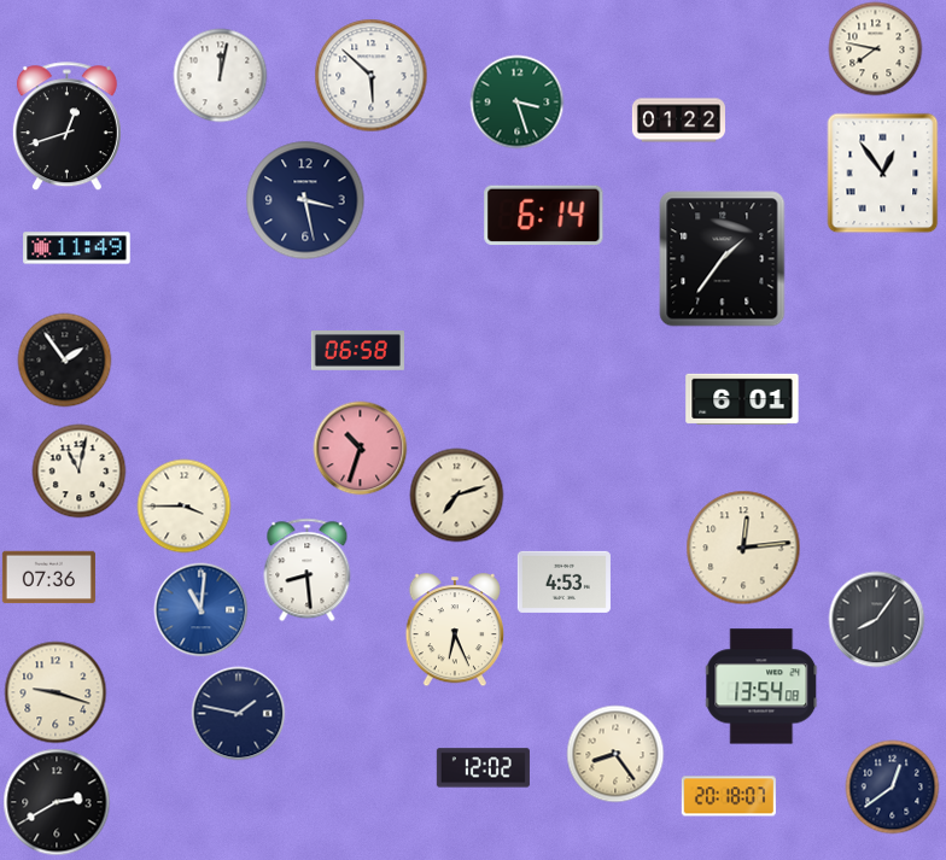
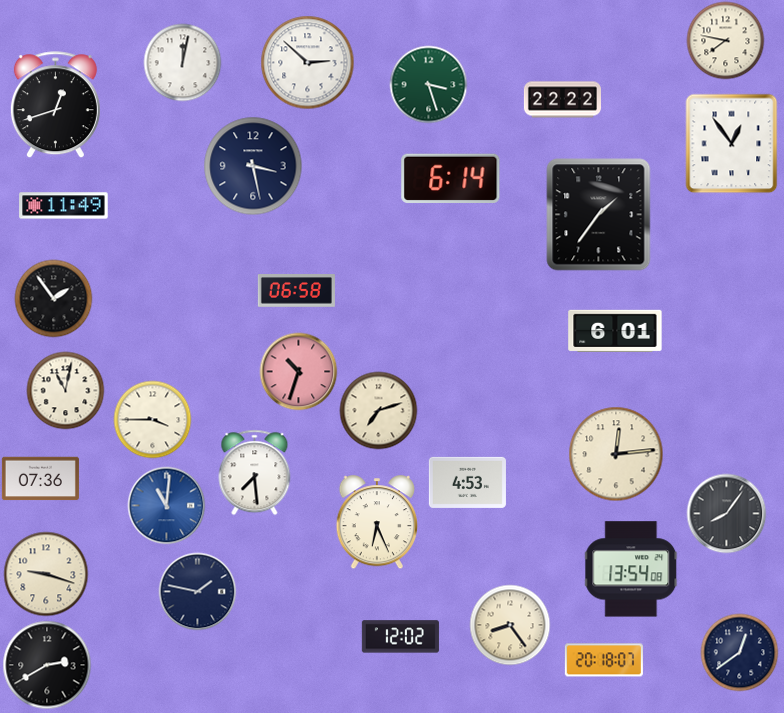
clock at (370, 75): 5:52 -> 2:52
clock at (678, 121): 01:22 -> 22:22
clock at (308, 569): 8:29 -> 7:29
